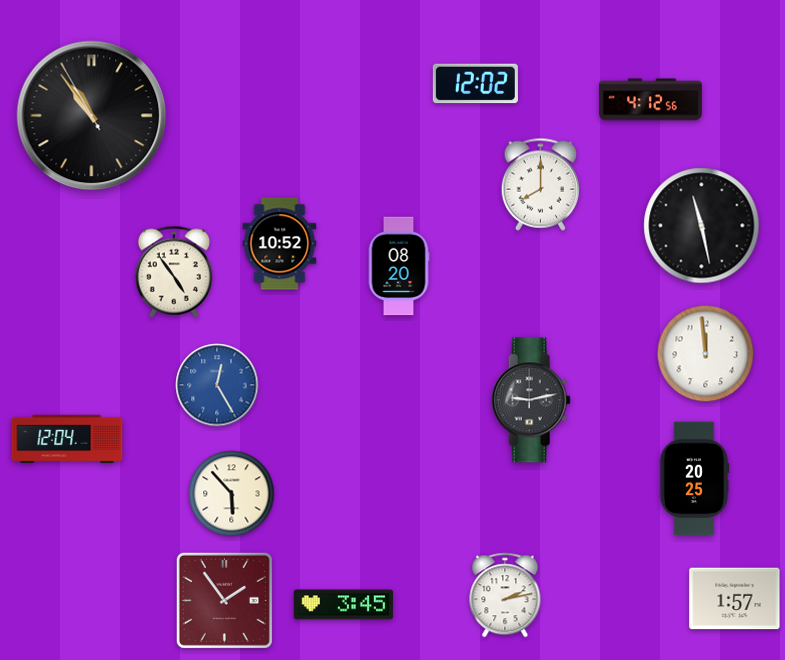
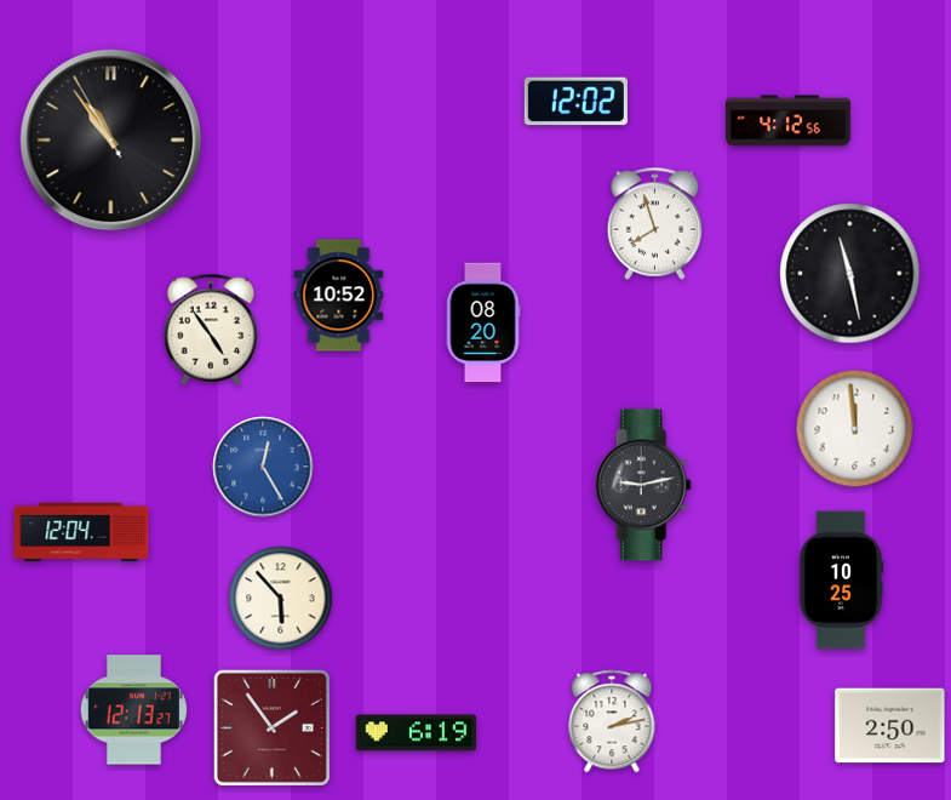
clock at (541, 184): 8:00 -> 7:57
clock at (694, 479): 20:25 -> 10:25
clock at (133, 710): none -> 12:13
clock at (735, 599): 1:57 -> 2:50
clock at (344, 605): 3:45 -> 6:19
